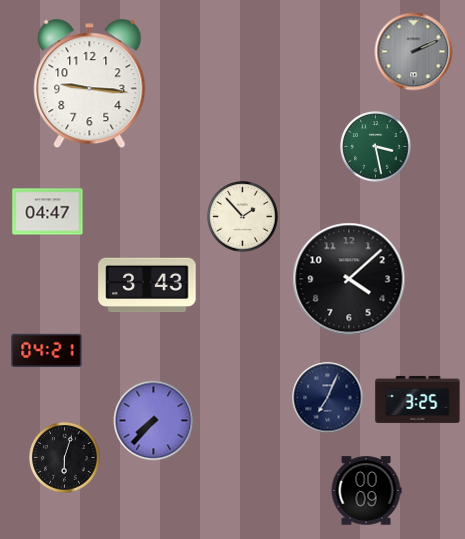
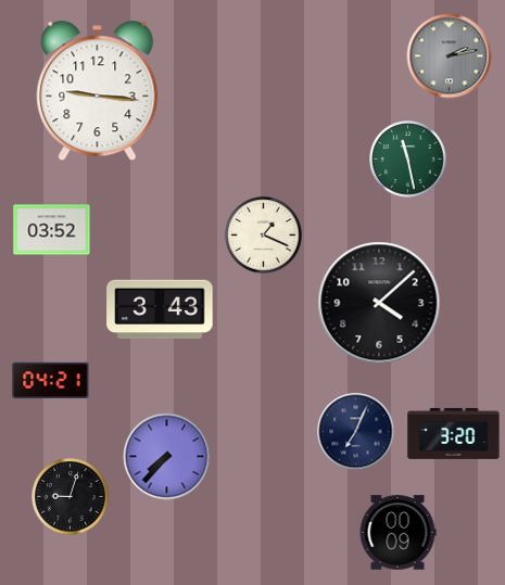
clock at (414, 52): 2:11 -> 2:13
clock at (376, 147): 3:28 -> 11:28
clock at (48, 212): 04:47 -> 03:52
clock at (243, 217): 1:53 -> 1:19
clock at (418, 399): 3:25 -> 3:20
clock at (65, 458): 6:03 -> 9:03
